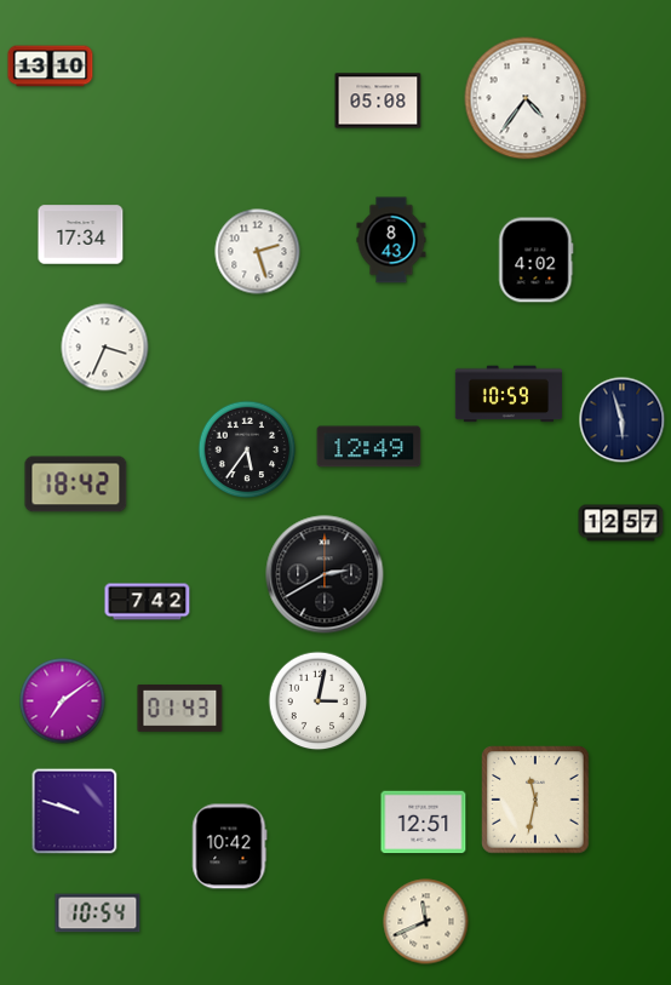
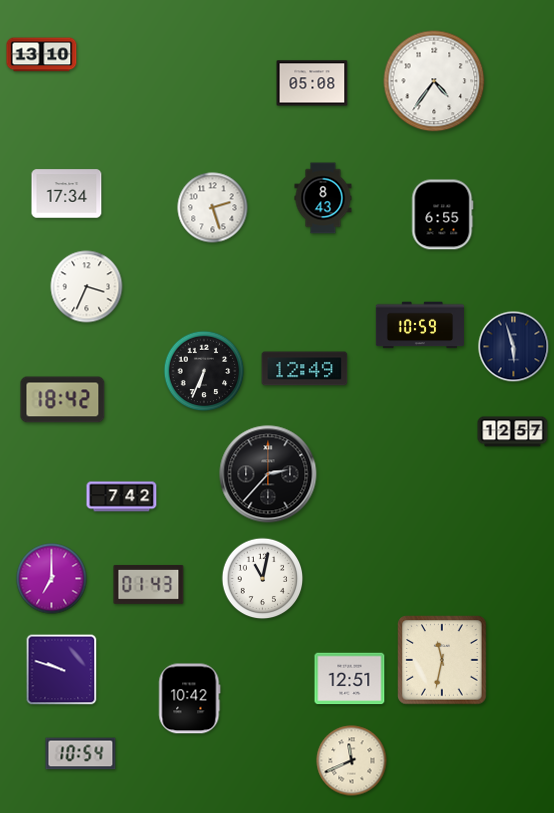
clock at (537, 260): 4:02 -> 6:55
clock at (247, 449): 5:36 -> 6:34
clock at (325, 574): 2:40 -> 2:37
clock at (63, 701): 7:09 -> 7:00
clock at (319, 701): 3:02 -> 11:02
